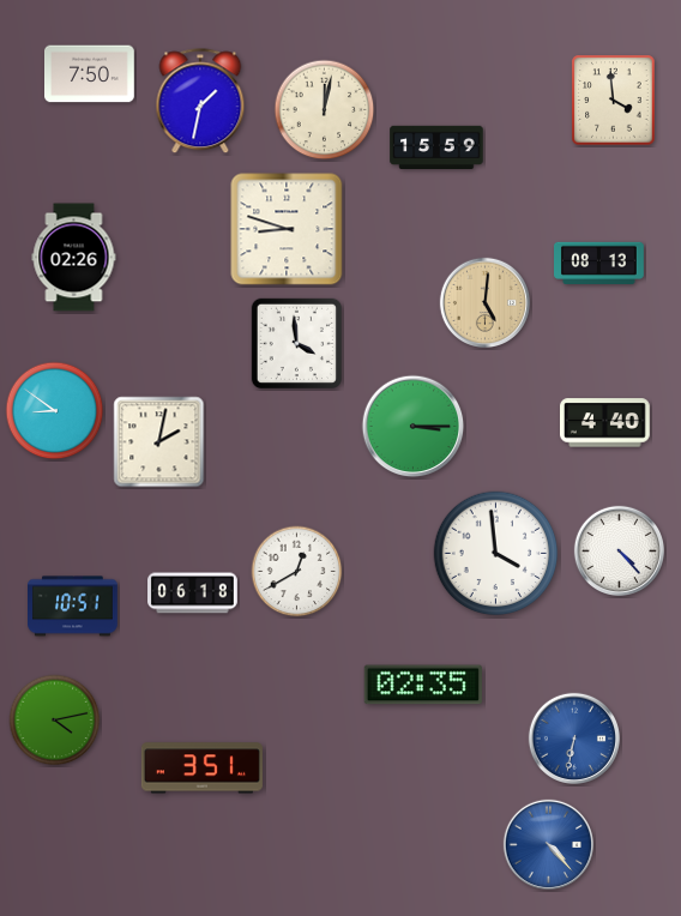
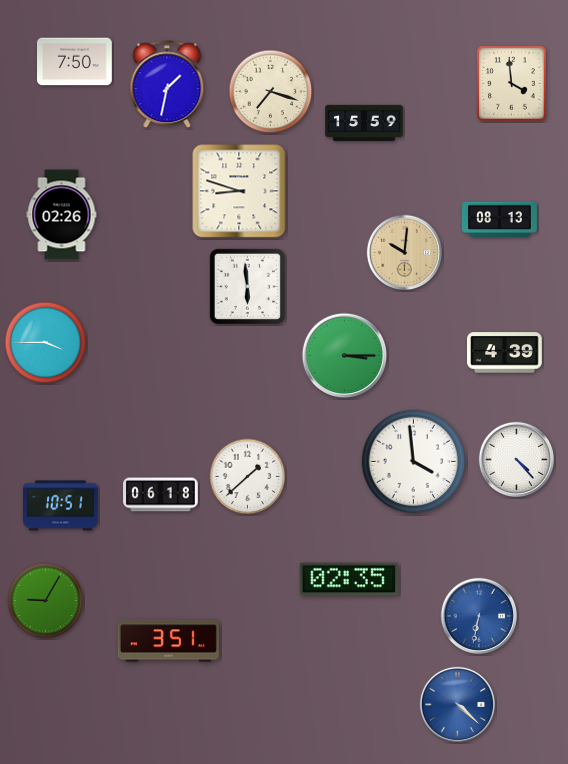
clock at (325, 110): 12:02 -> 7:18
clock at (484, 302): 5:01 -> 10:01
clock at (296, 343): 3:59 -> 5:59
clock at (55, 411): 8:51 -> 3:45
clock at (605, 423): 4:40 -> 4:39
clock at (159, 442): 2:02 -> none
clock at (297, 572): 12:40 -> 1:38
clock at (423, 685) position: (423, 685) -> (349, 579)
clock at (55, 721): 4:13 -> 9:05
clock at (548, 844): 4:23 -> 4:22
